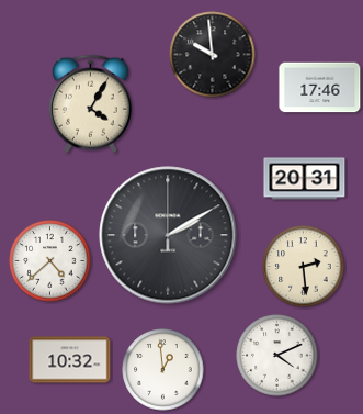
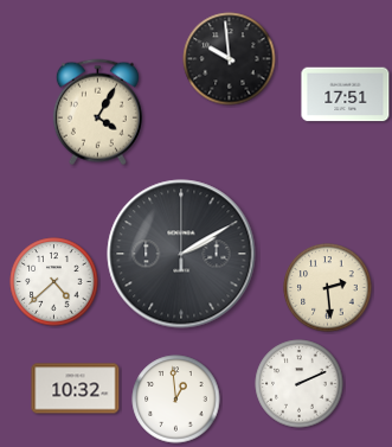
clock at (320, 88): 17:46 -> 17:51
clock at (305, 179): 20:31 -> none
clock at (277, 356): 4:11 -> 2:11
